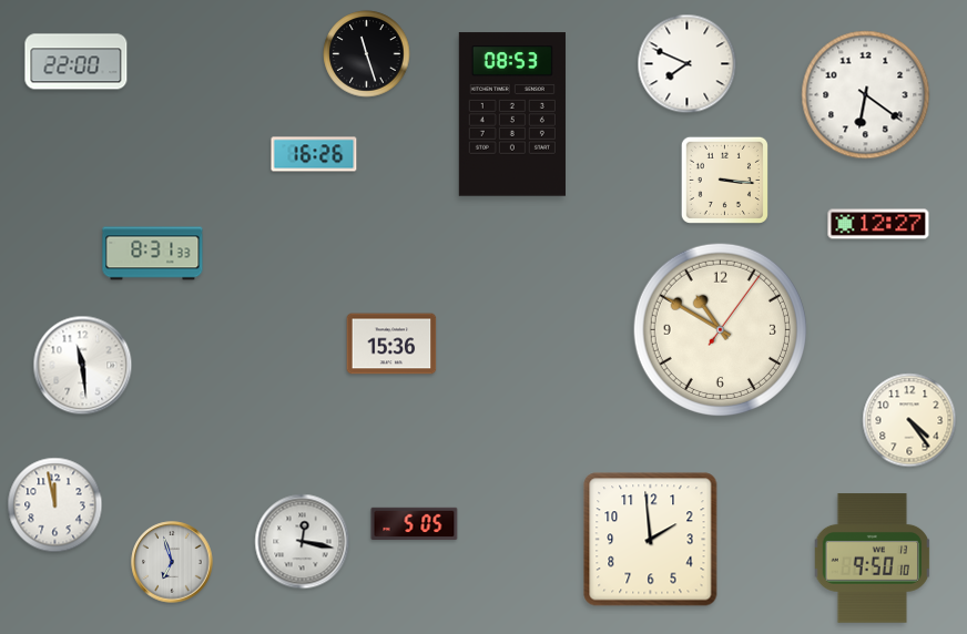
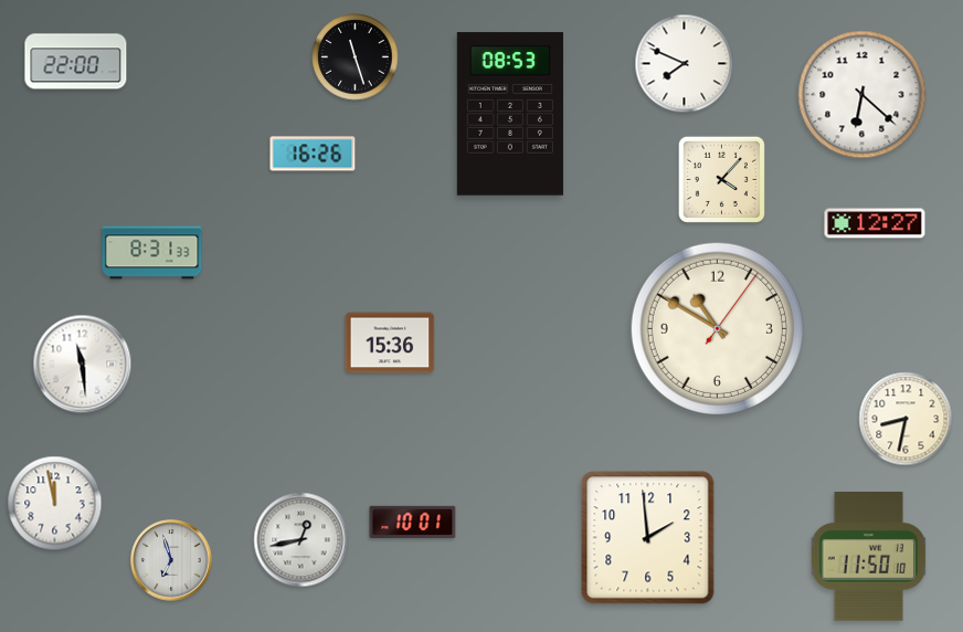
clock at (367, 54) position: (367, 54) -> (356, 57)
clock at (866, 95): 6:21 -> 6:22
clock at (724, 180): 3:16 -> 4:07
clock at (909, 420): 4:24 -> 8:32
clock at (415, 524): 5:05 -> 10:01
clock at (303, 542): 12:17 -> 12:43
clock at (872, 559): 9:50 -> 11:50
